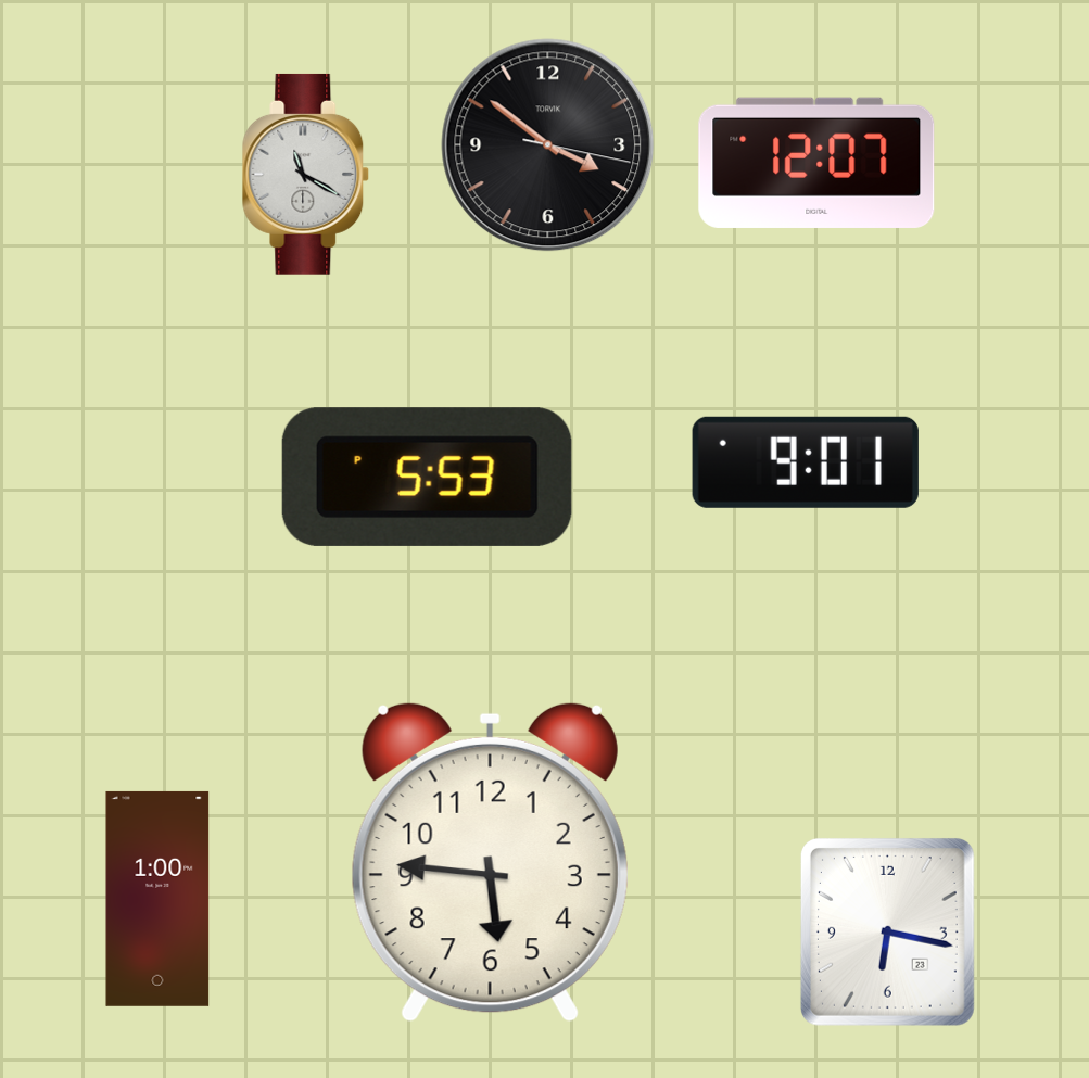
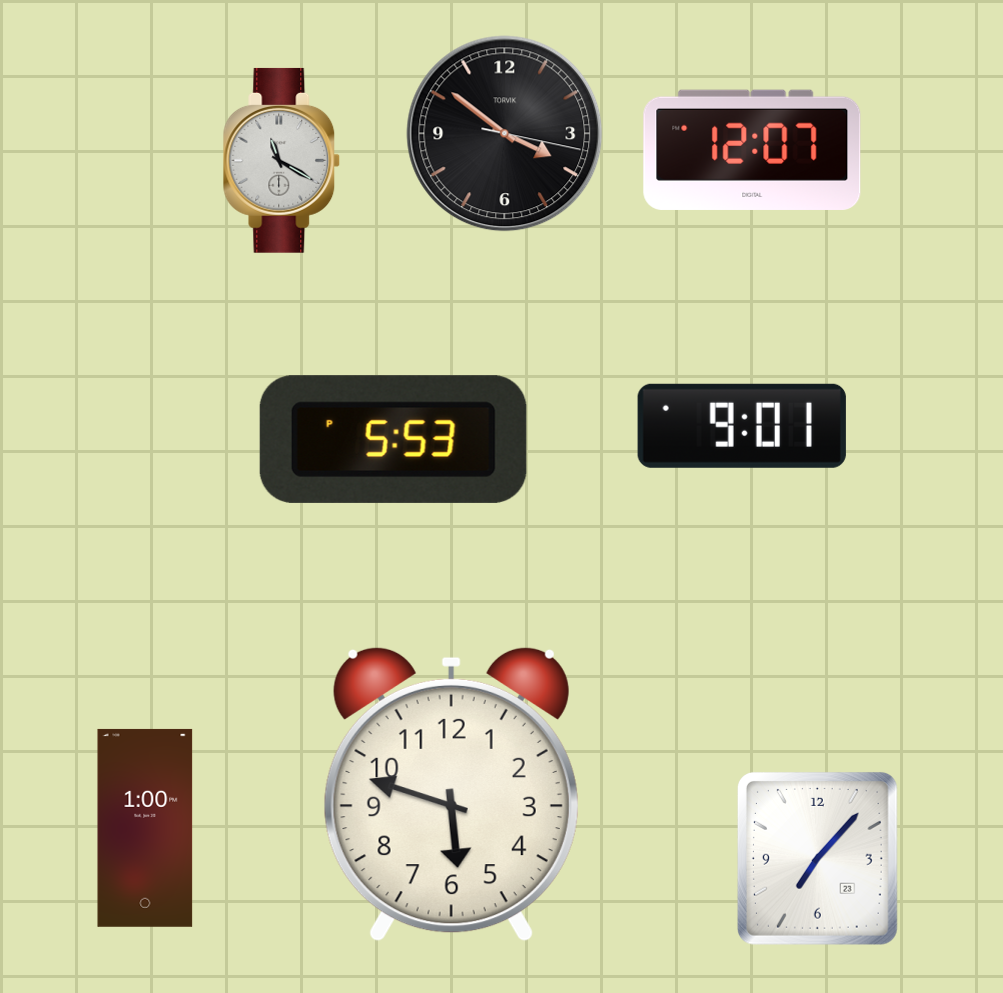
clock at (490, 862): 5:46 -> 5:48
clock at (887, 931): 6:17 -> 7:07
